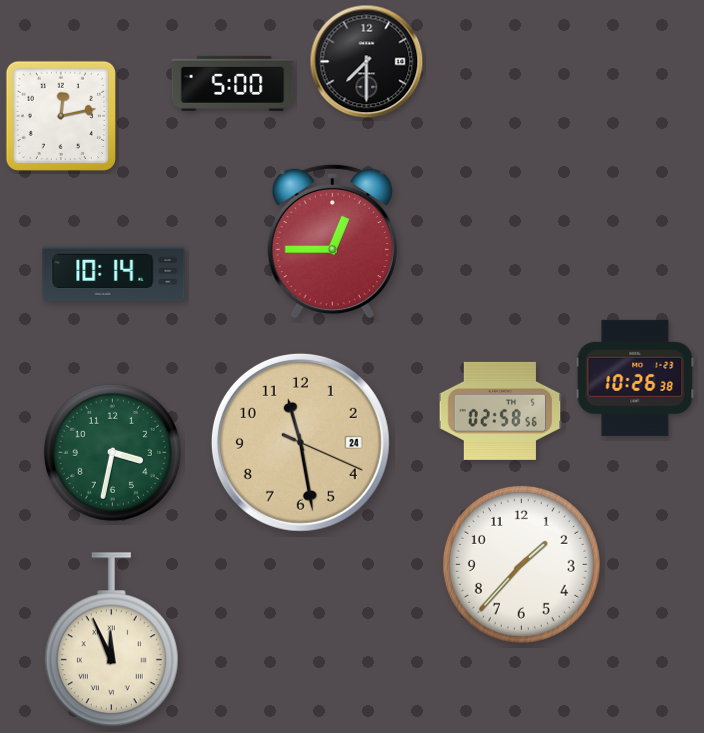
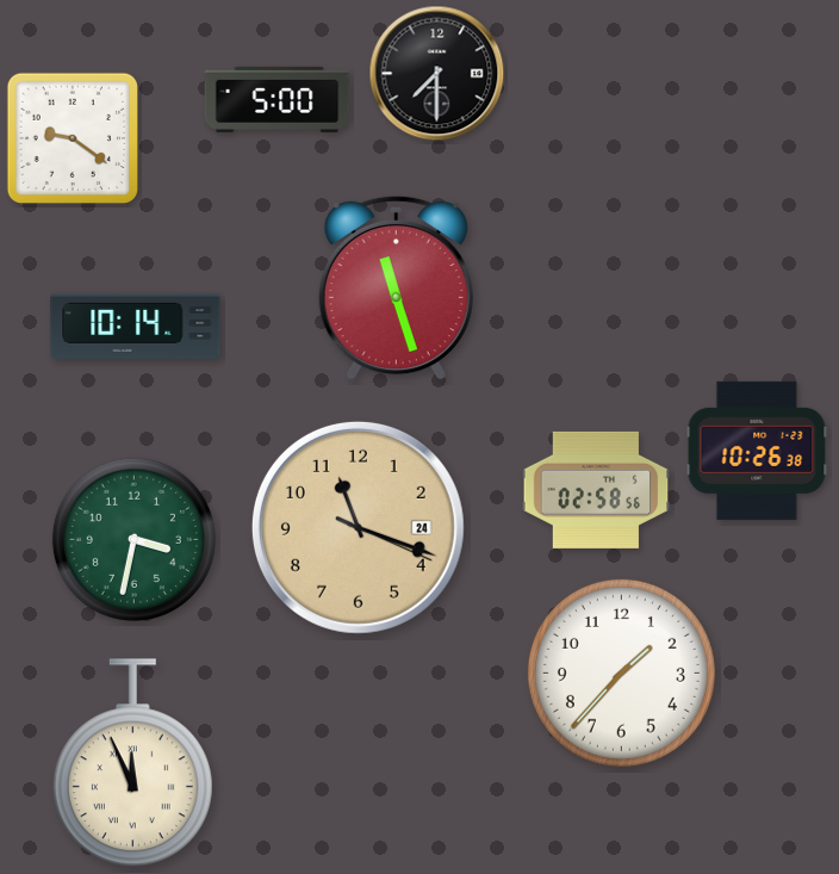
clock at (60, 115): 12:13 -> 9:21
clock at (332, 241): 12:45 -> 11:27
clock at (300, 442): 11:28 -> 11:18
